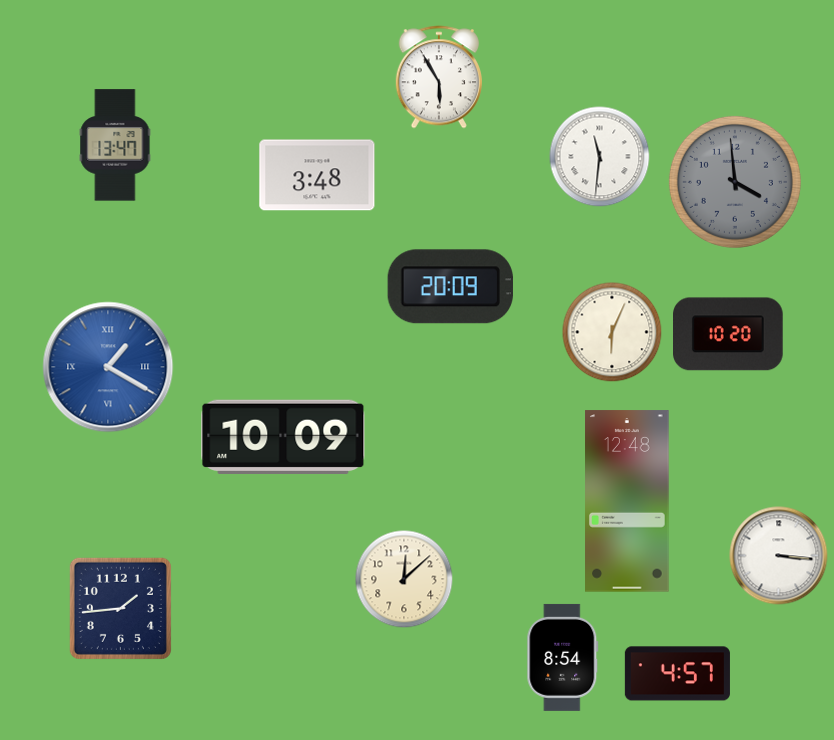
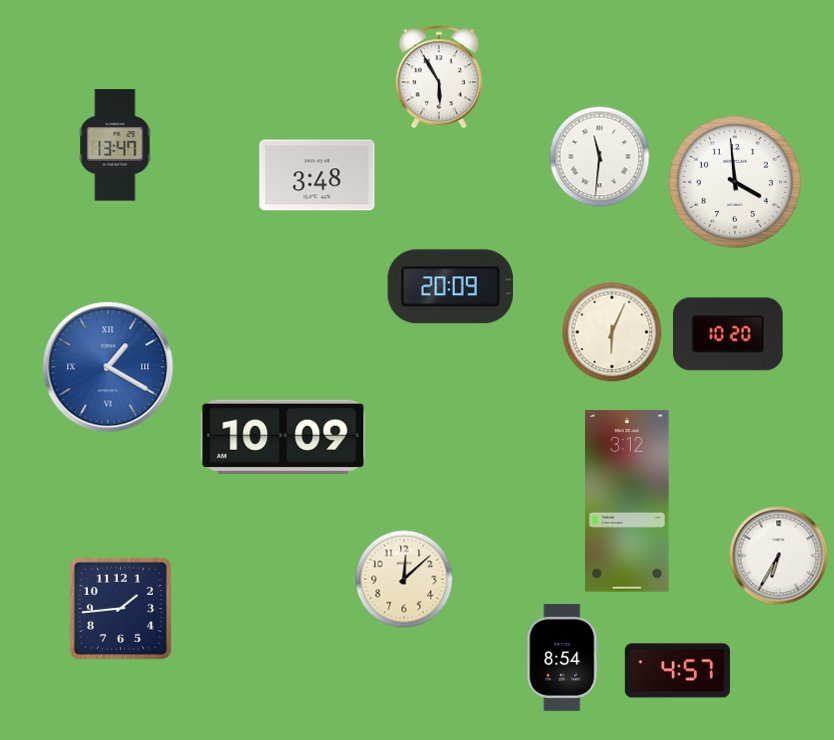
clock at (735, 182) dial: grey -> white
clock at (627, 501): 12:48 -> 3:12
clock at (779, 556): 3:16 -> 6:35
clock at (677, 674) position: (677, 674) -> (677, 671)
